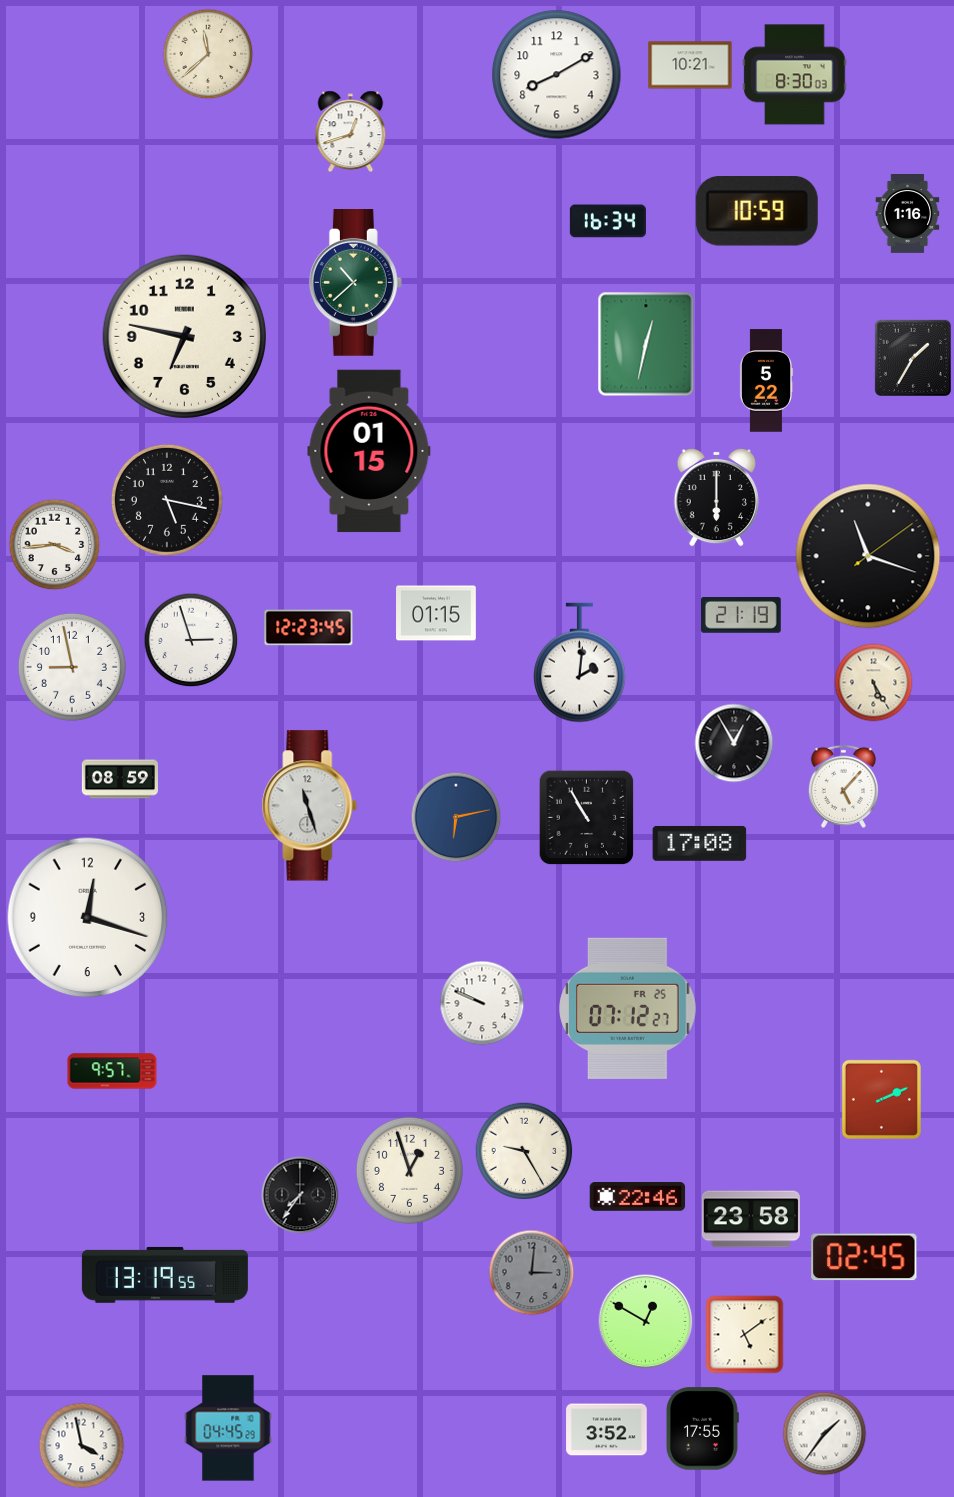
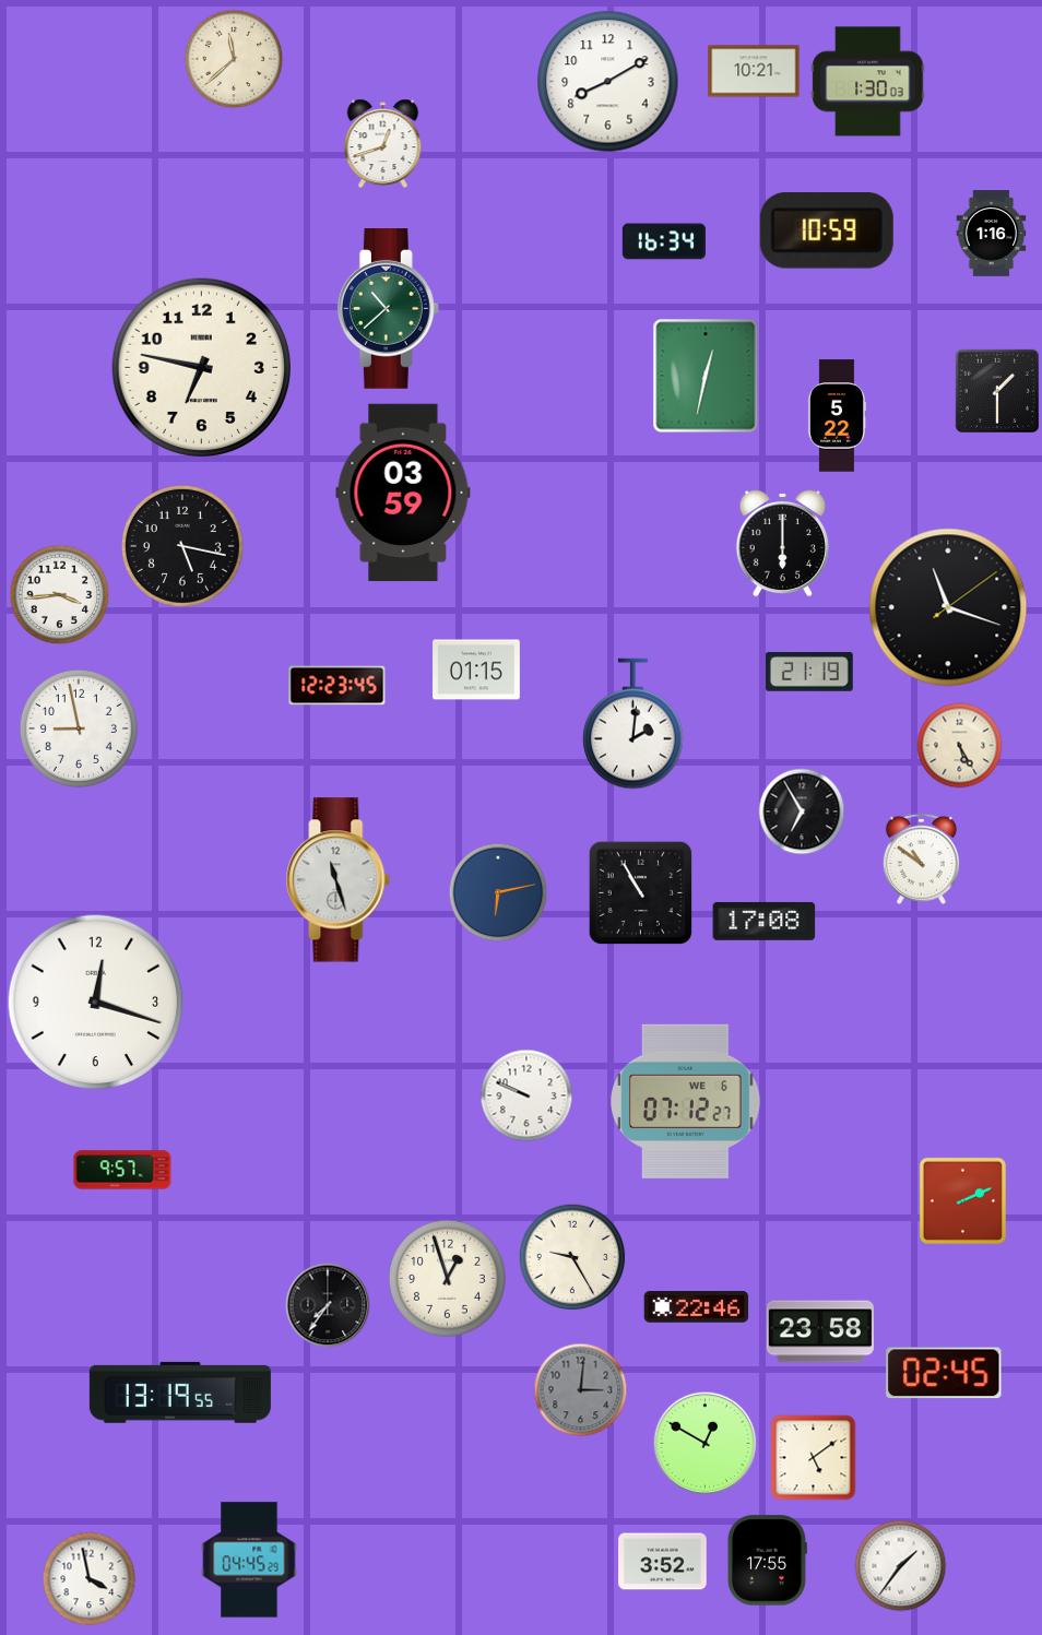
clock at (208, 54) position: (208, 54) -> (234, 59)
clock at (795, 75): 8:30 -> 1:30
clock at (913, 358): 1:35 -> 1:30
clock at (369, 451): 01:15 -> 03:59
clock at (191, 640): 2:57 -> none
clock at (874, 683) position: (874, 683) -> (960, 746)
clock at (734, 743): 12:55 -> 6:55
clock at (120, 779): 08:59 -> none
clock at (843, 786): 5:07 -> 10:51
clock at (628, 1008) date: FR 25 -> WE 6
